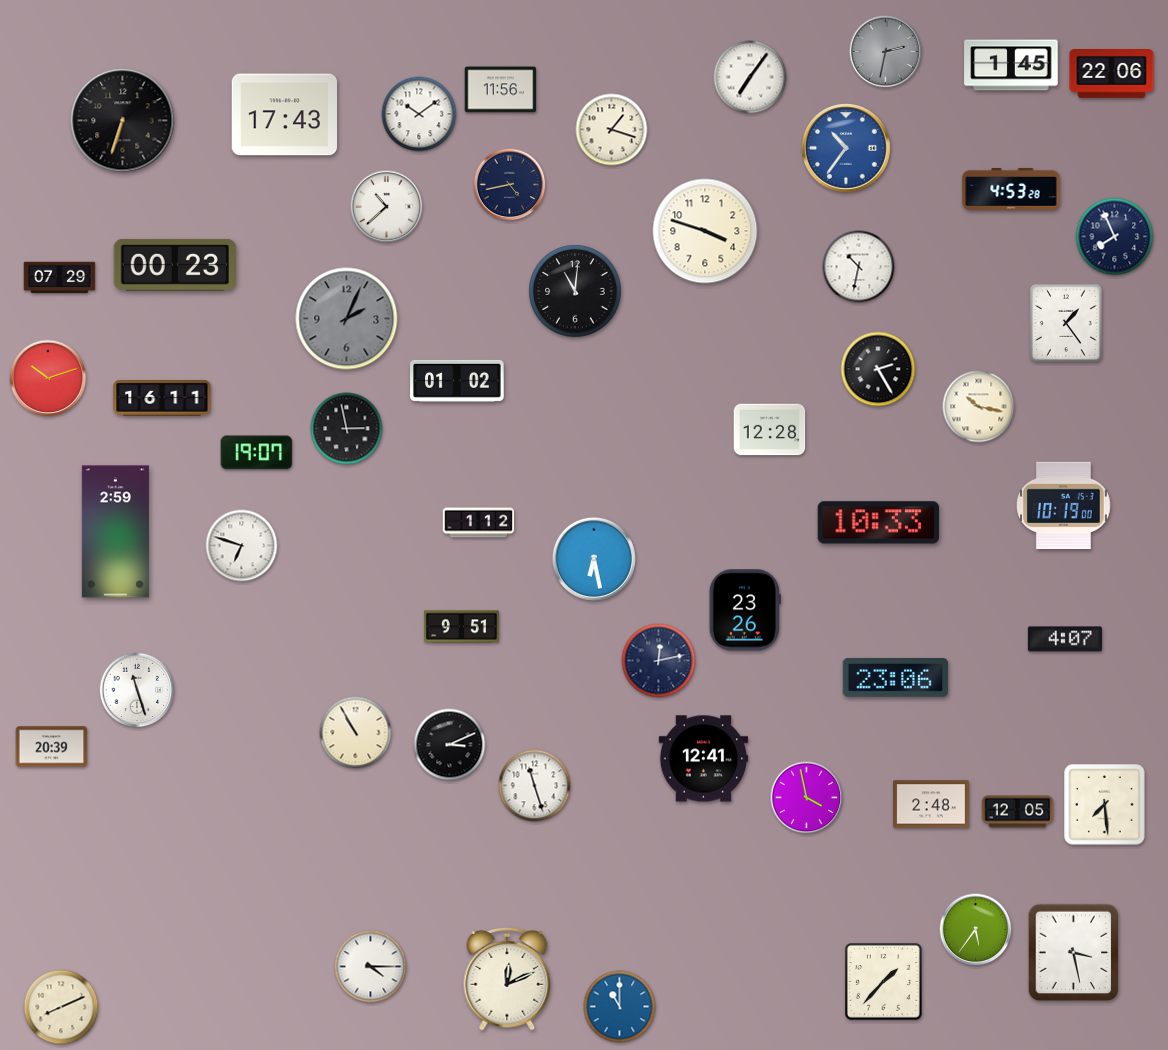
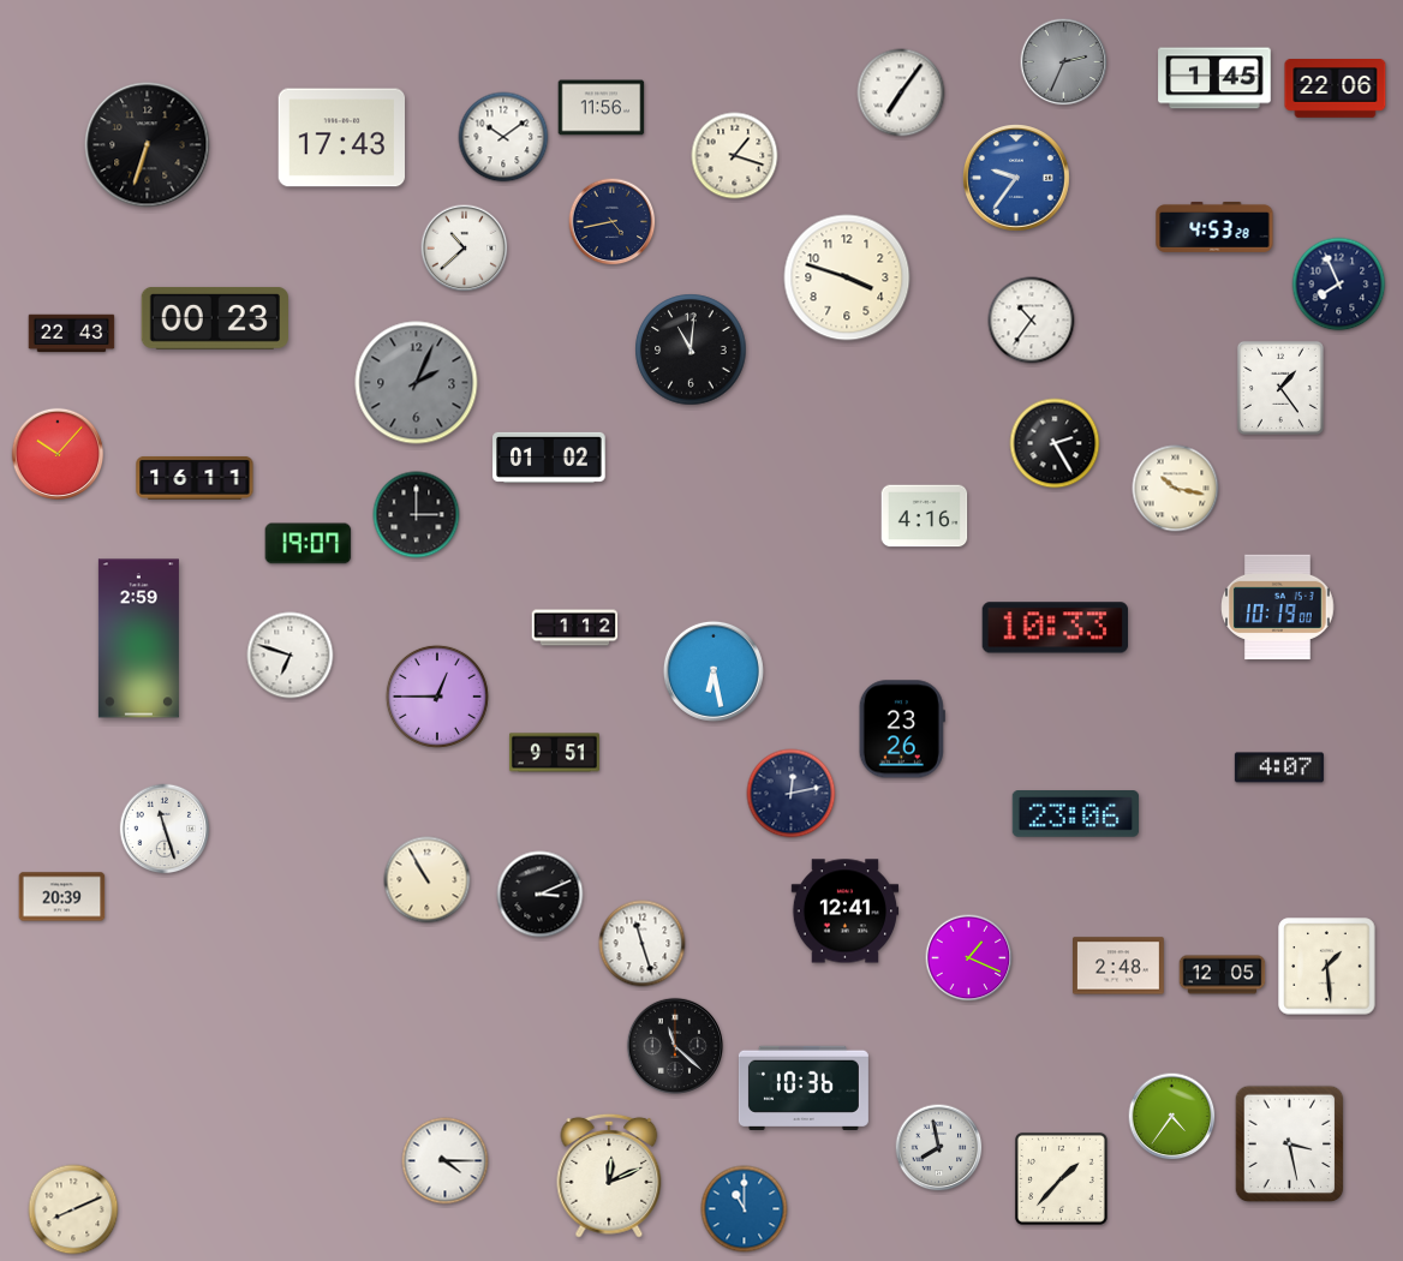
clock at (886, 52): 2:32 -> 2:34
clock at (847, 149): 10:36 -> 9:36
clock at (175, 265) position: (175, 265) -> (215, 318)
clock at (859, 267): 10:32 -> 10:36
clock at (60, 278): 07:29 -> 22:43
clock at (48, 378): 10:12 -> 10:07
clock at (347, 429): 2:58 -> 3:00
clock at (770, 430): 12:28 -> 4:16
clock at (437, 697): none -> 12:45
clock at (745, 610) position: (745, 610) -> (902, 729)
clock at (807, 798): 3:58 -> 1:19
clock at (1105, 805): 7:29 -> 1:29
clock at (675, 1046): none -> 11:22
clock at (804, 1088): none -> 10:36
clock at (976, 930): 5:36 -> 4:36
clock at (939, 1148): none -> 7:58
